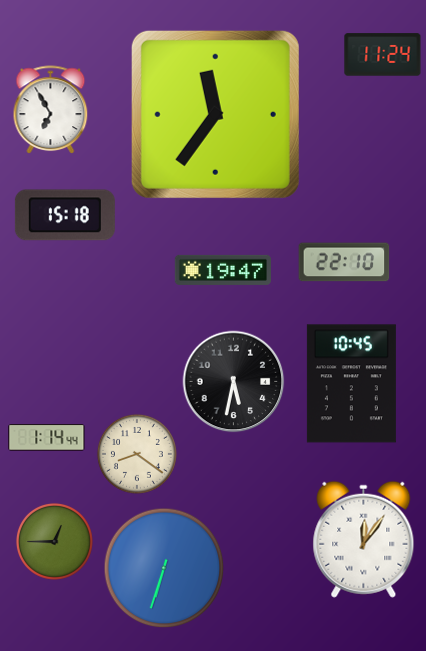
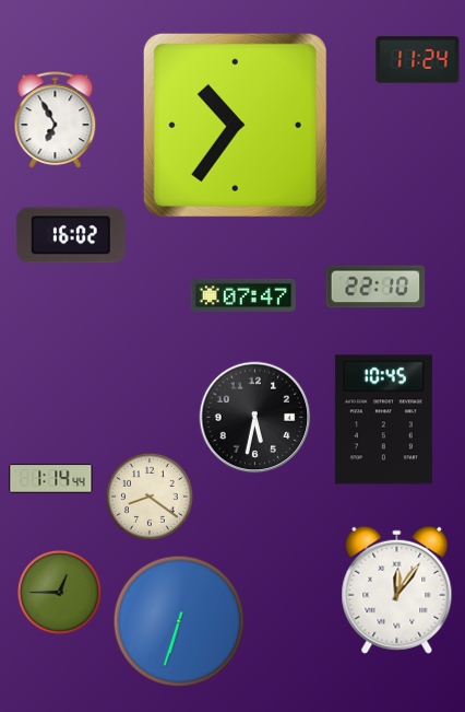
clock at (215, 114): 11:36 -> 10:36
clock at (65, 215): 15:18 -> 16:02
clock at (223, 270): 19:47 -> 07:47
